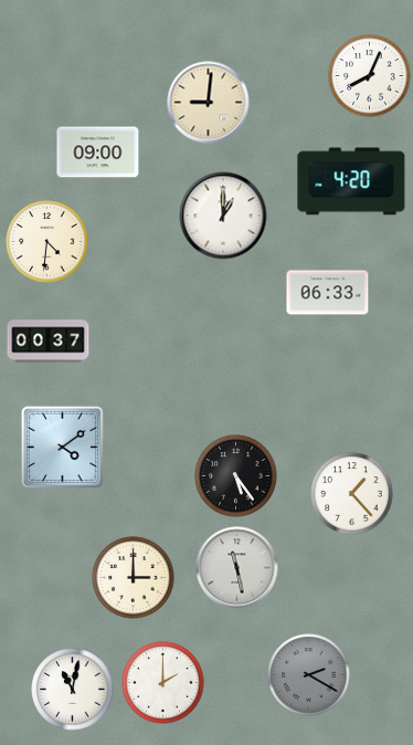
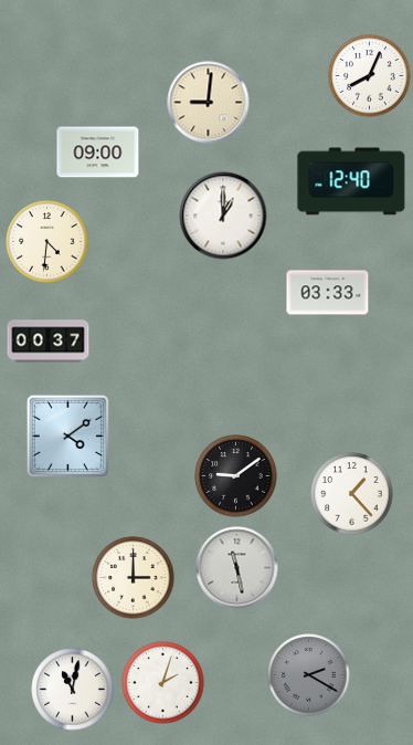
clock at (351, 181): 4:20 -> 12:40
clock at (328, 293): 06:33 -> 03:33
clock at (62, 447) position: (62, 447) -> (67, 436)
clock at (236, 476): 5:24 -> 9:09
clock at (163, 683): 2:00 -> 2:03
